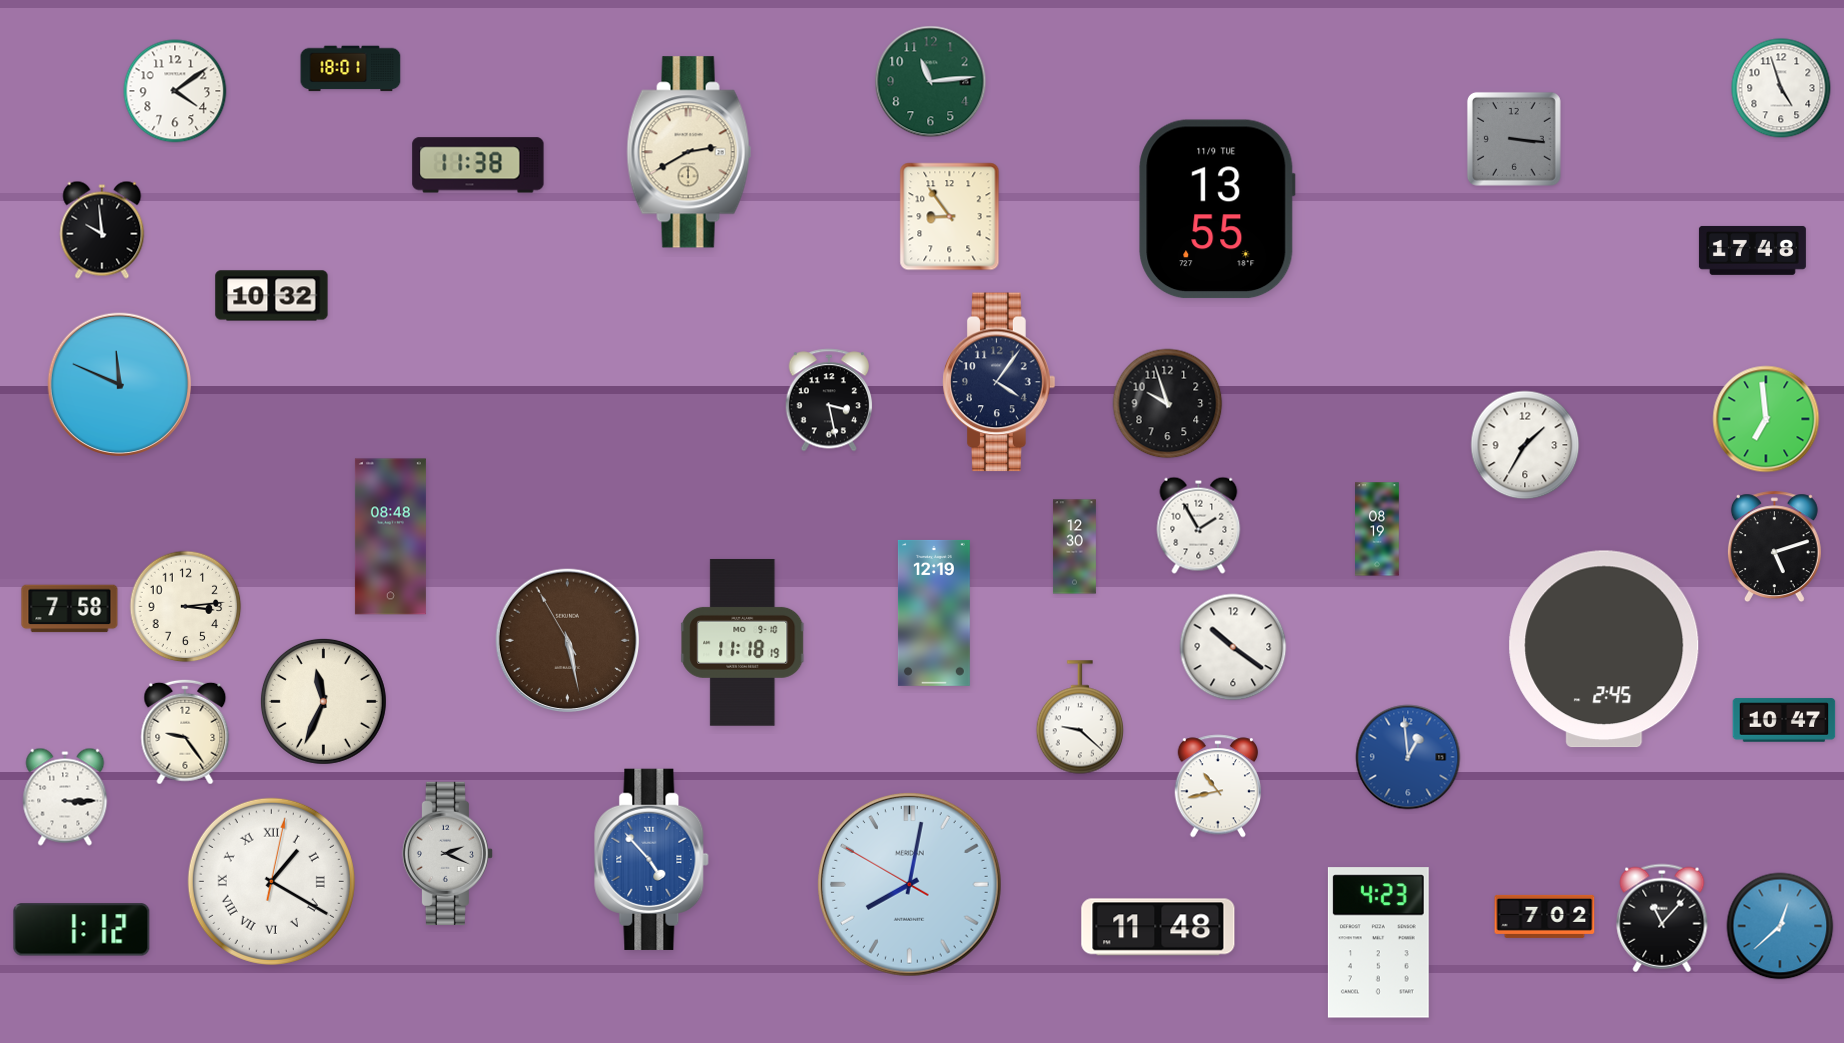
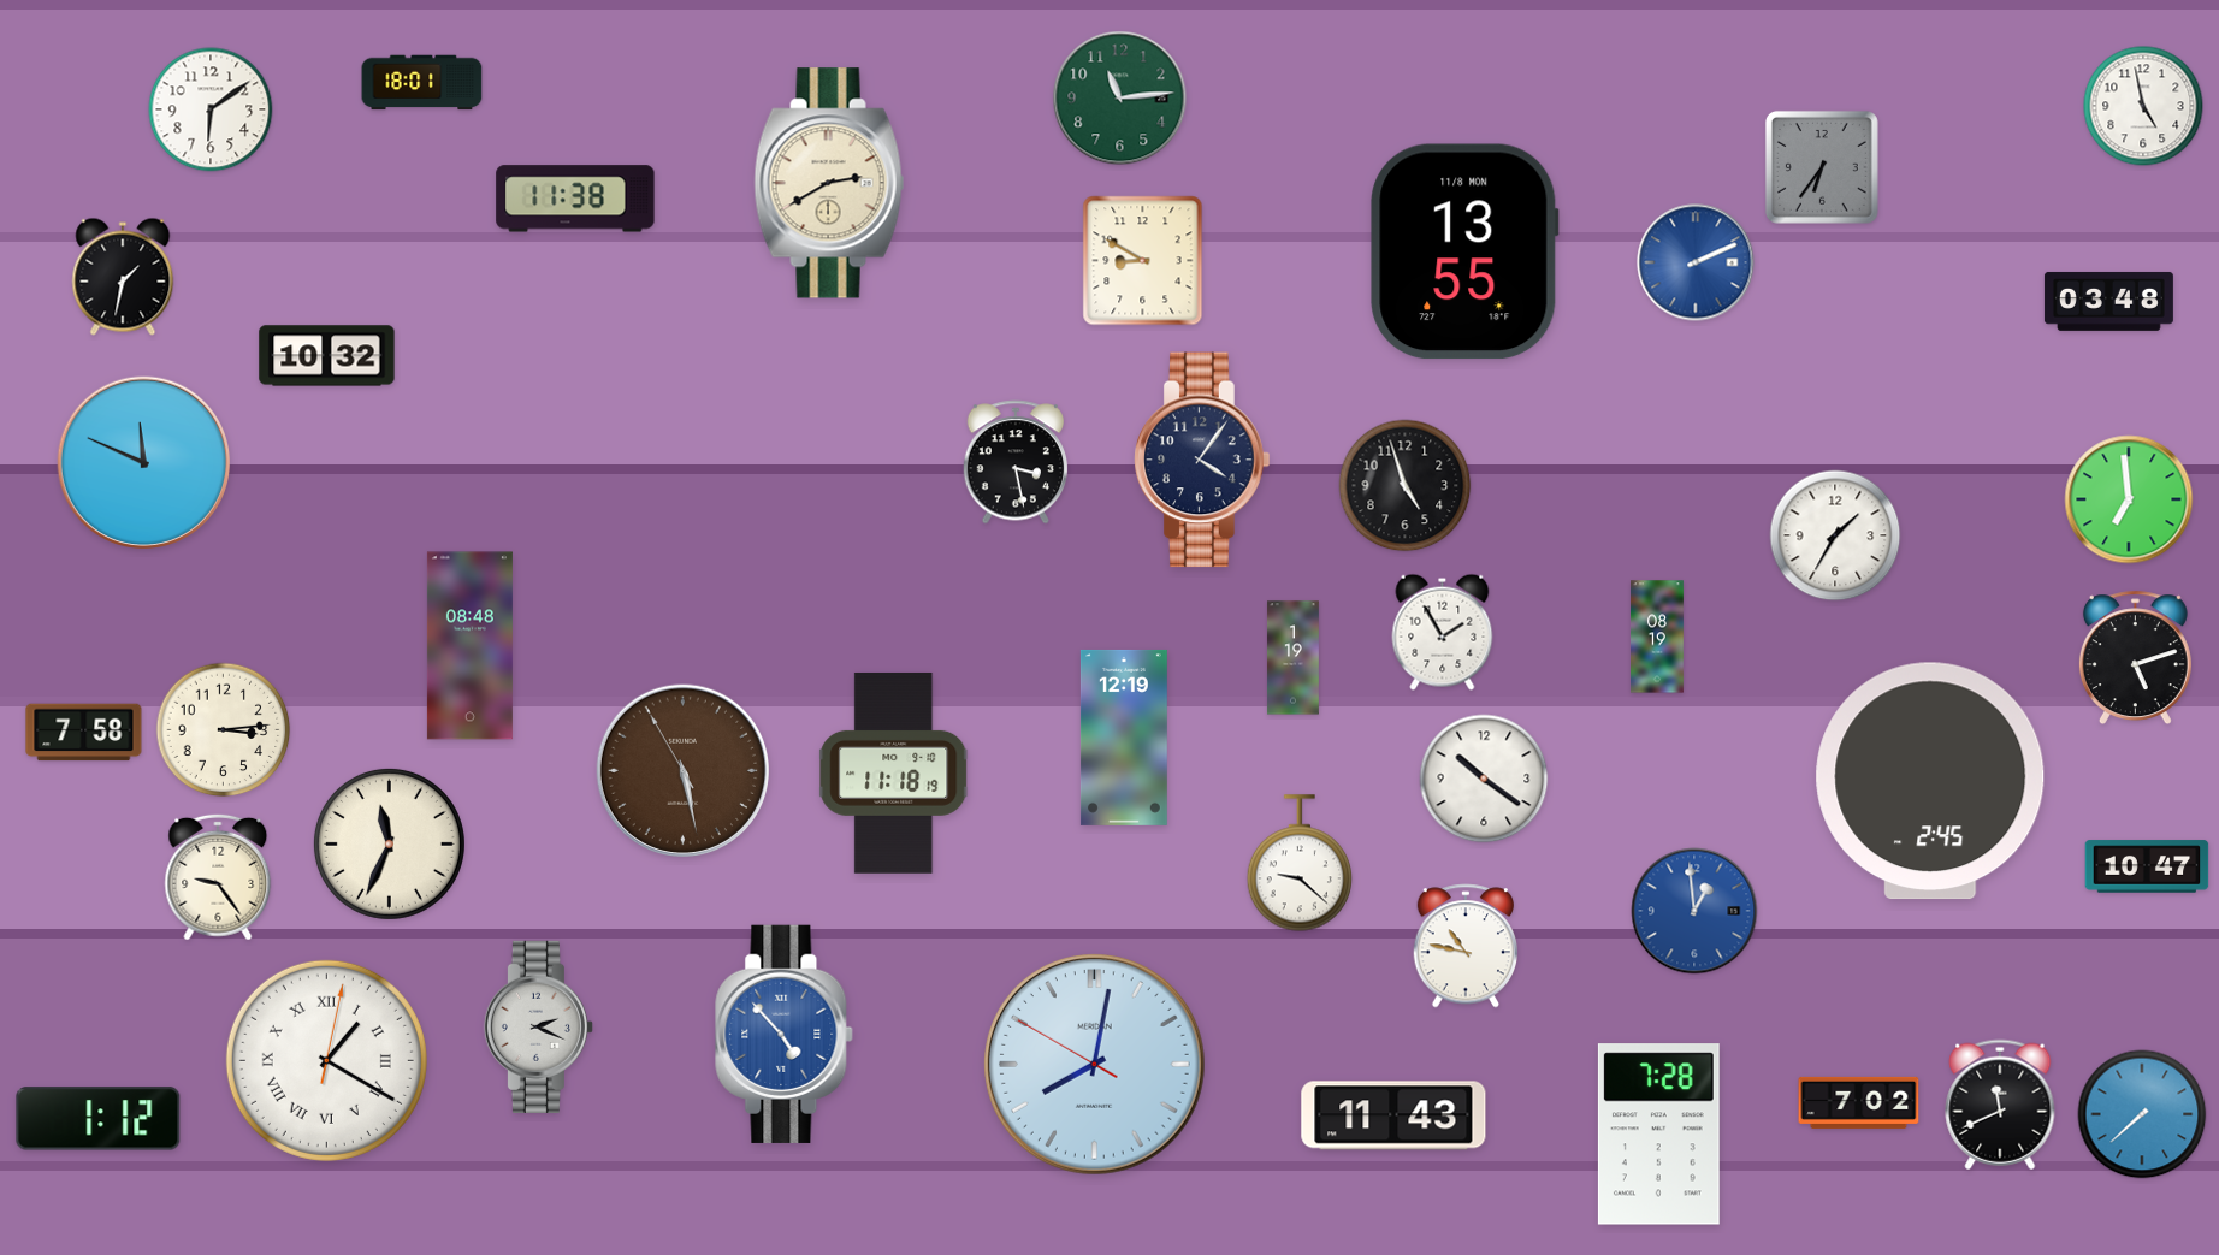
clock at (1781, 88): 4:57 -> 4:58
clock at (175, 91): 4:09 -> 6:09
clock at (1514, 139): 3:16 -> 6:36
clock at (1217, 209) date: 11/9 TUE -> 11/8 MON
clock at (950, 217): 8:54 -> 8:50
clock at (1696, 262): none -> 2:11
clock at (102, 230): 9:59 -> 1:32
clock at (1752, 251): 17:48 -> 03:48
clock at (829, 400) position: (829, 400) -> (1016, 462)
clock at (1168, 404): 9:57 -> 4:57
clock at (1766, 419) position: (1766, 419) -> (2129, 499)
clock at (1074, 547): 12:30 -> 1:19
clock at (185, 732) position: (185, 732) -> (218, 877)
clock at (1218, 786): 10:43 -> 10:47
clock at (65, 797): 3:15 -> none
clock at (1662, 918): 11:07 -> 11:41
clock at (1780, 926): 12:38 -> 7:38
clock at (1158, 927): 11:48 -> 11:43
clock at (1378, 943): 4:23 -> 7:28
